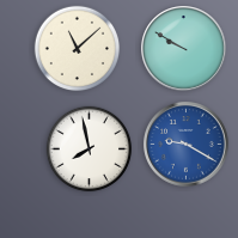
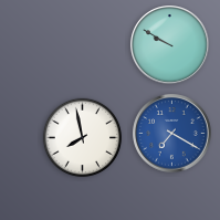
clock at (78, 49): 11:08 -> none
clock at (187, 145): 9:20 -> 7:20
